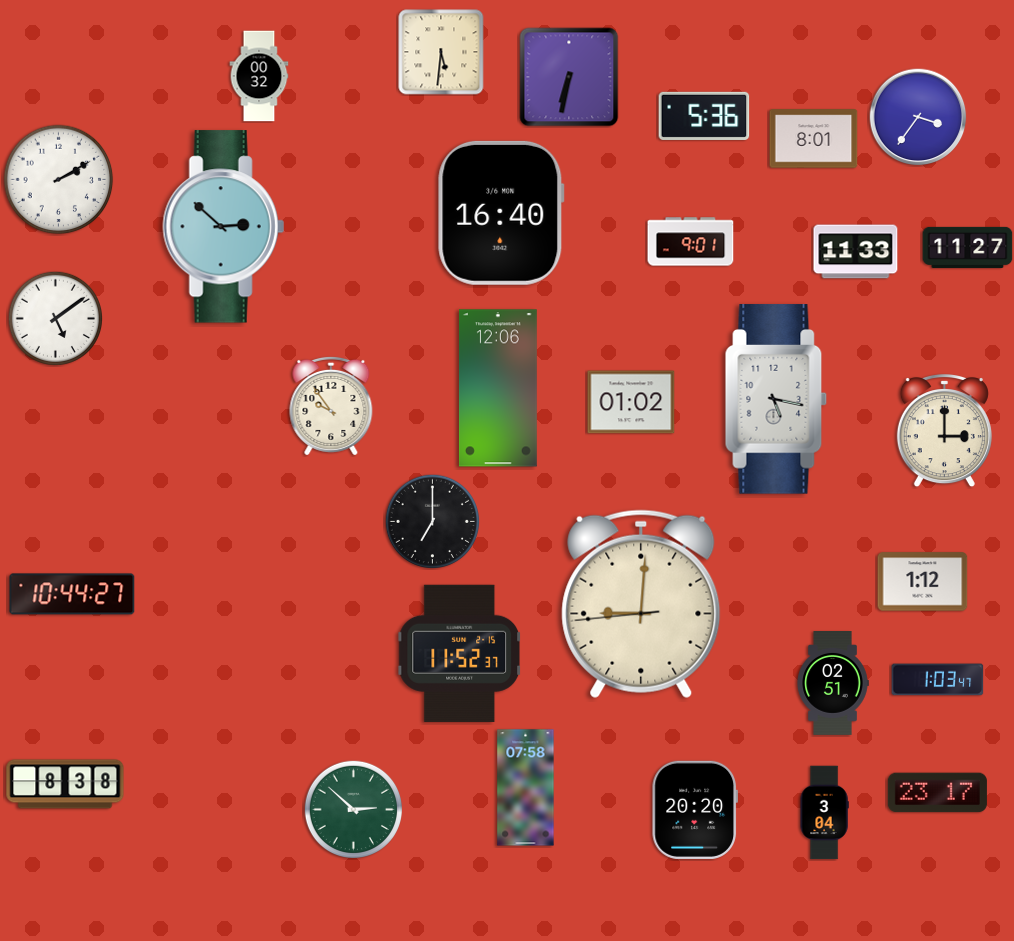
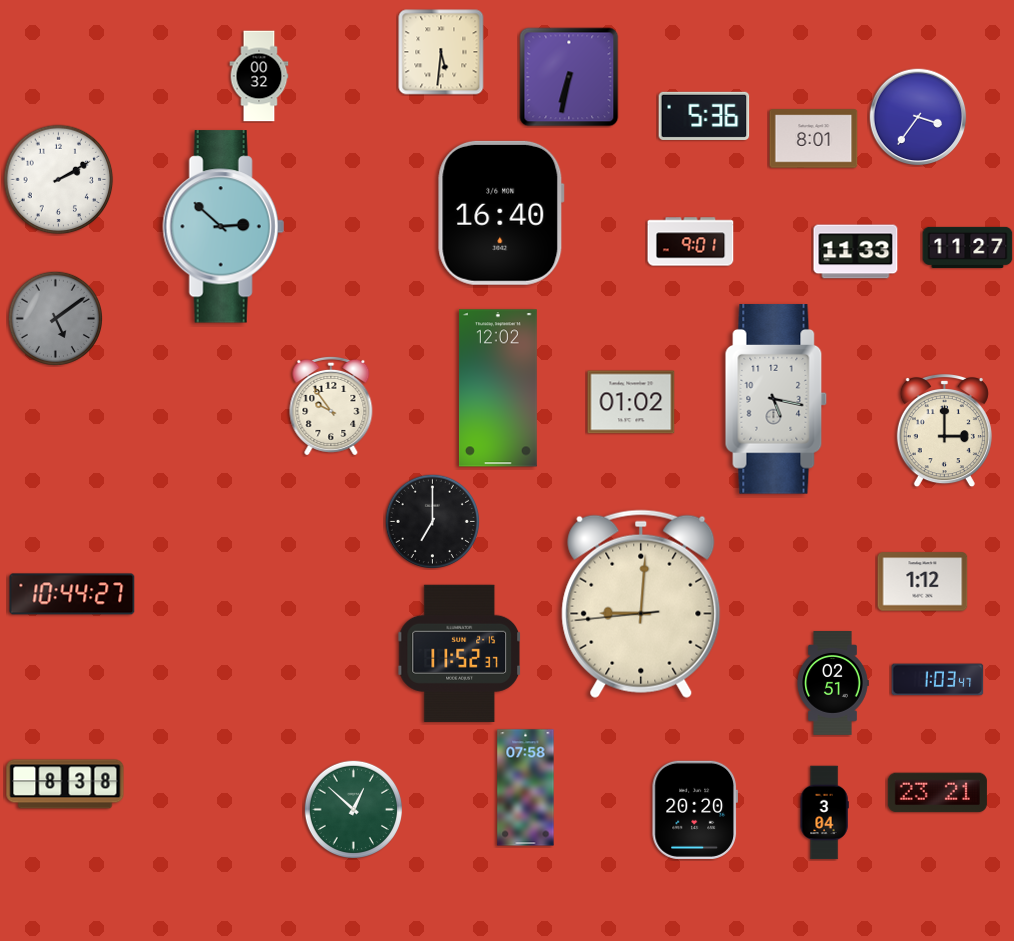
clock at (55, 318) dial: white -> grey
clock at (498, 388): 12:06 -> 12:02
clock at (937, 793): 23:17 -> 23:21
clock at (353, 809): 2:52 -> 12:52
